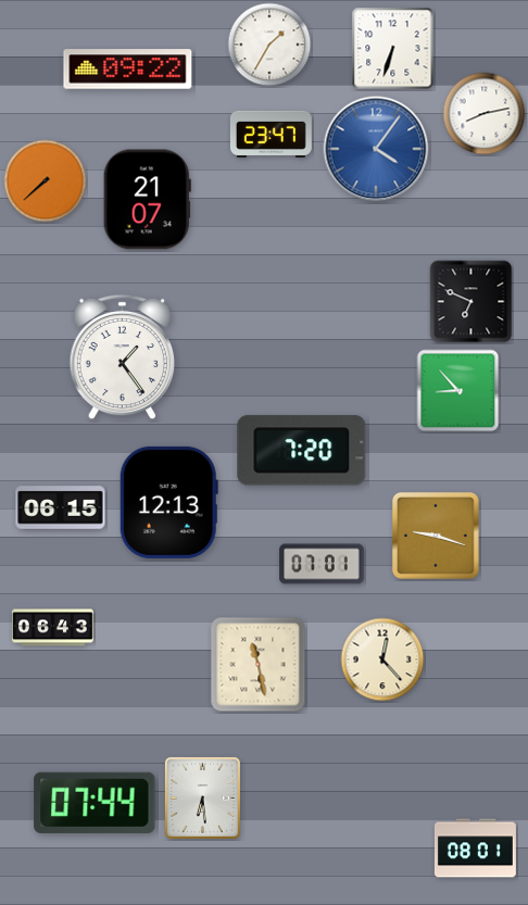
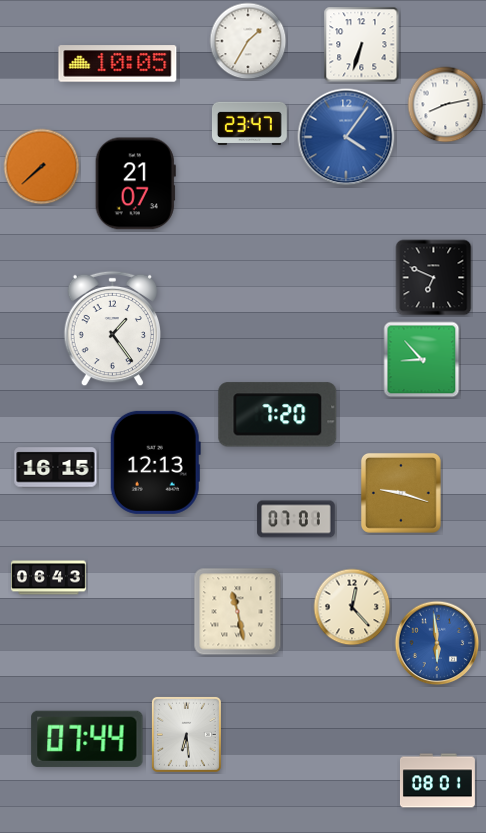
clock at (128, 70): 09:22 -> 10:05
clock at (61, 508): 06:15 -> 16:15
clock at (437, 643): none -> 5:59
